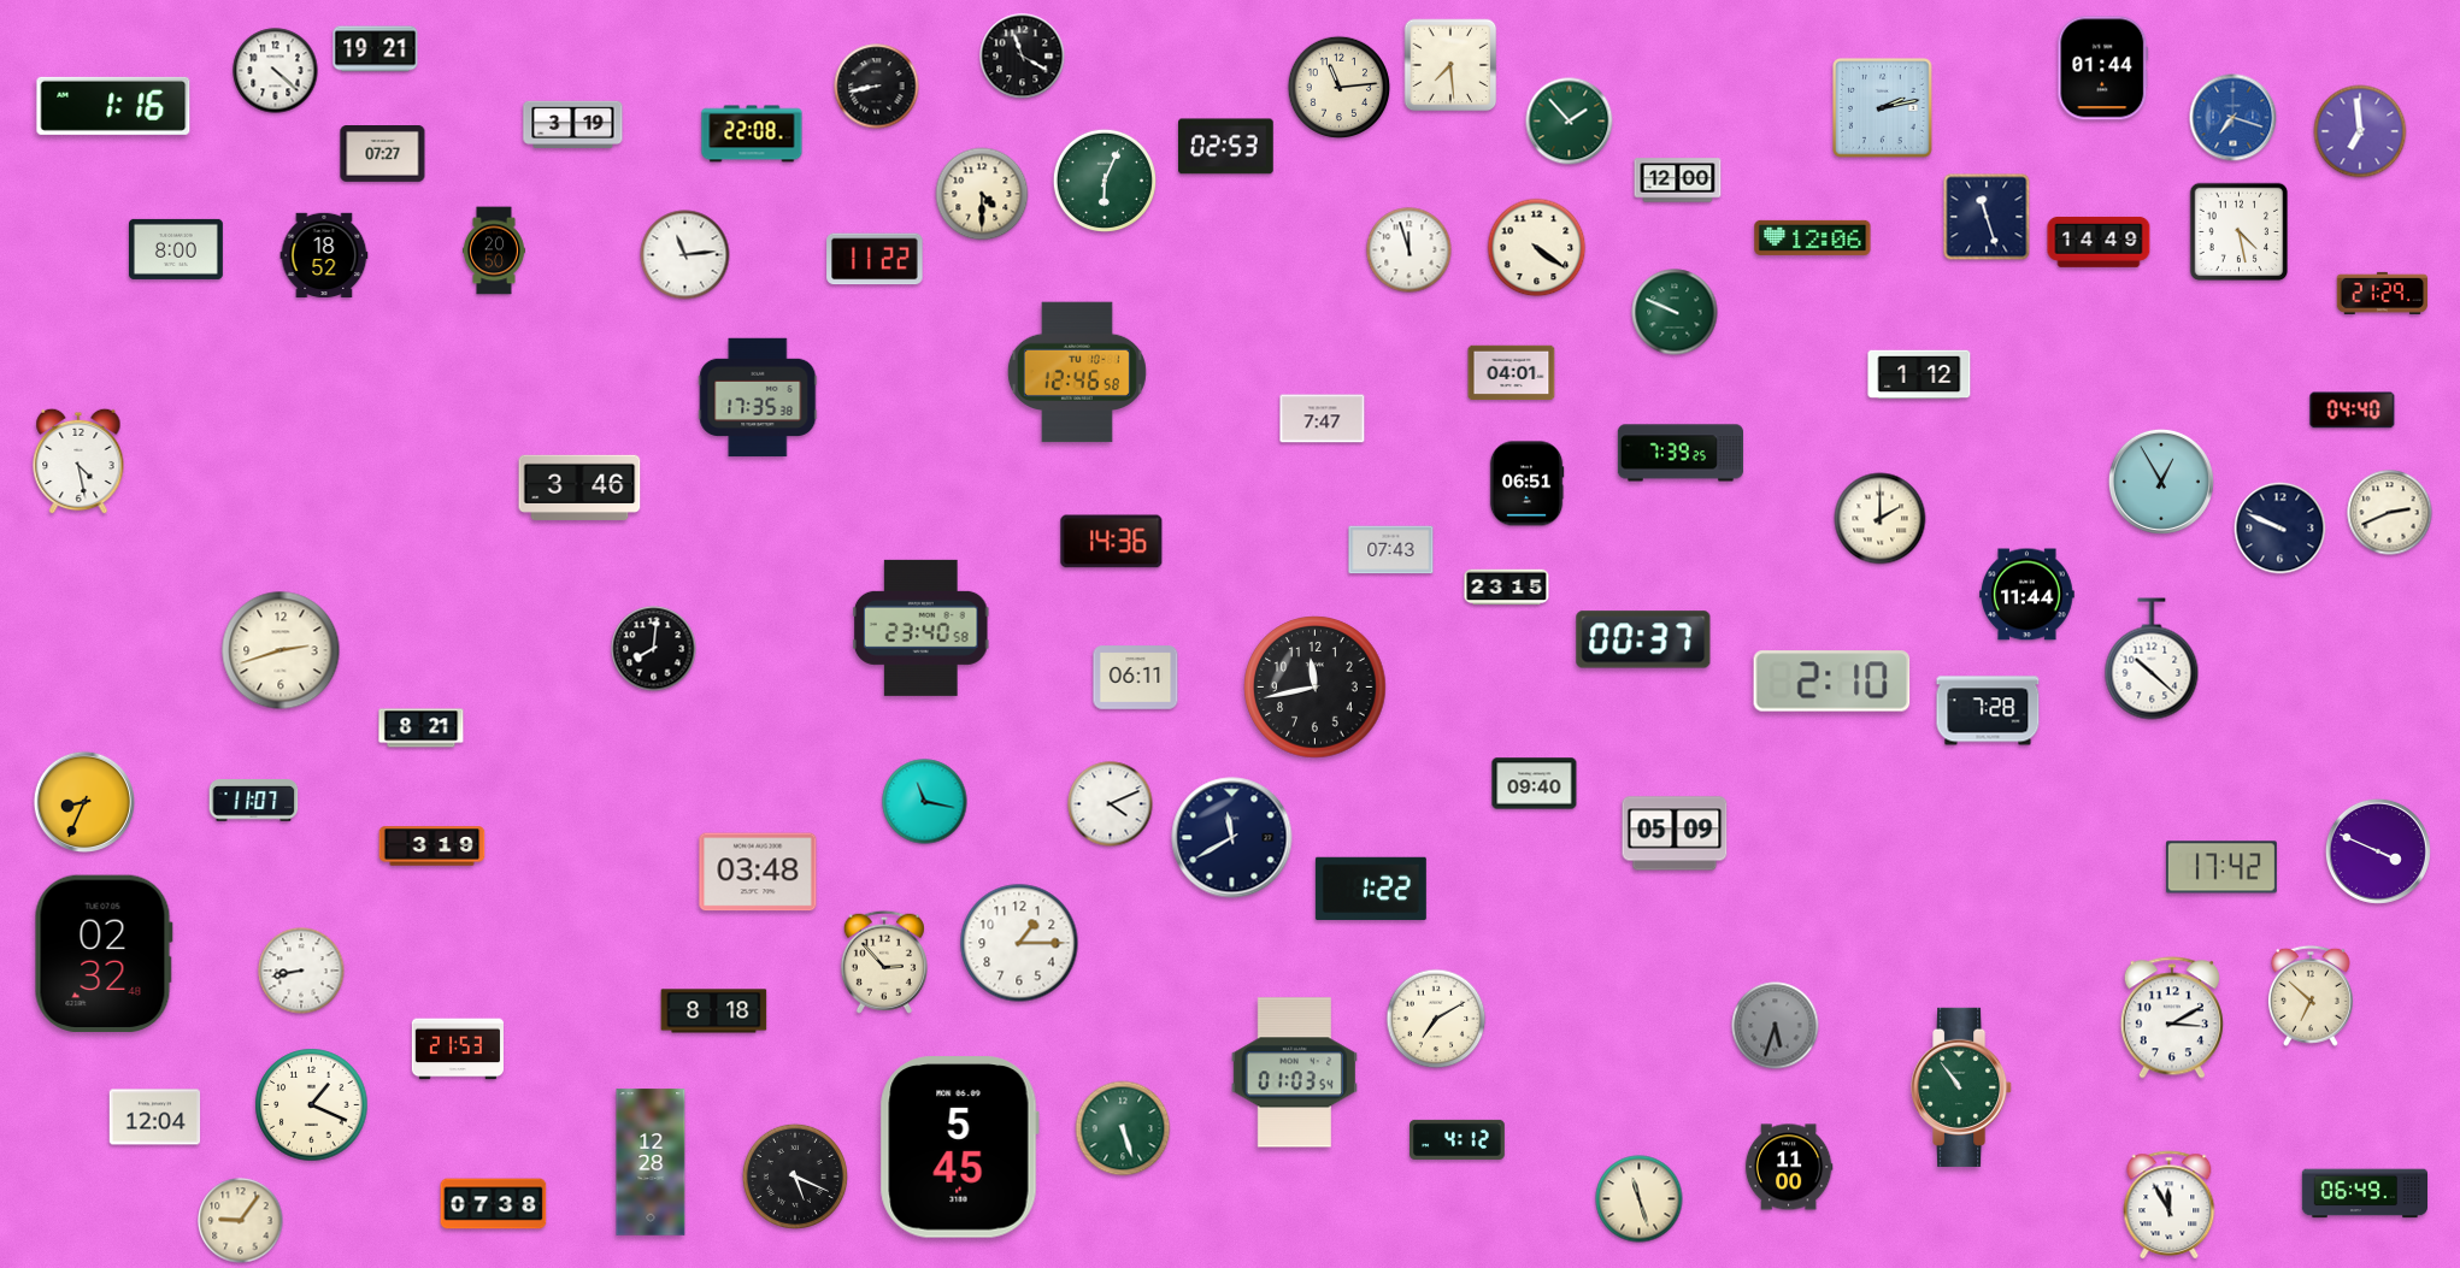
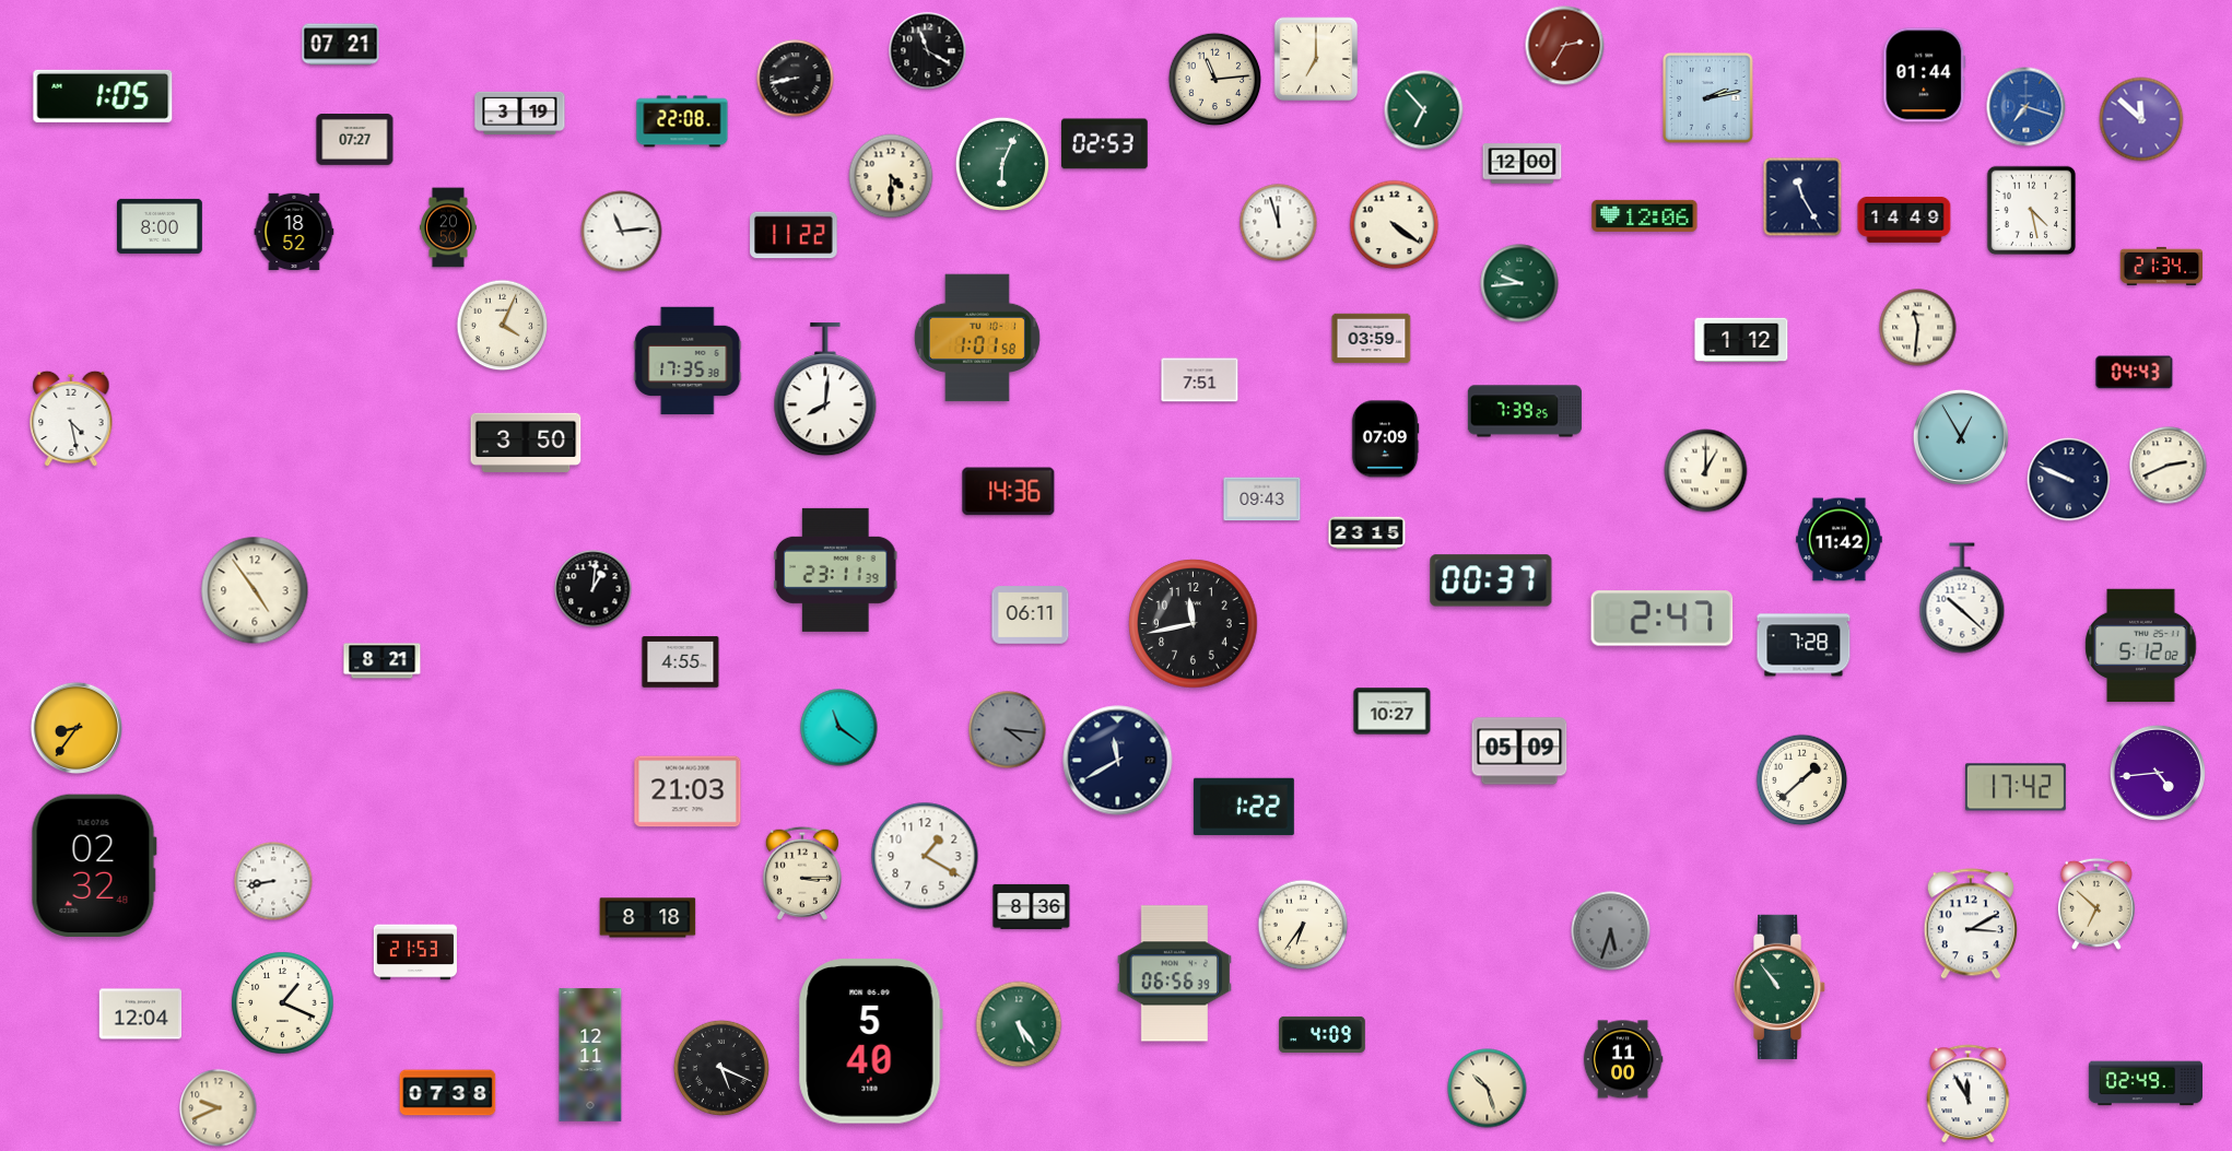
clock at (376, 49): 19:21 -> 07:21
clock at (1565, 46): none -> 2:35
clock at (1450, 65): 7:29 -> 7:00
clock at (2103, 69) position: (2103, 69) -> (1925, 75)
clock at (276, 71): 4:22 -> none
clock at (113, 106): 1:16 -> 1:05
clock at (1570, 122): 1:53 -> 6:53
clock at (2360, 131): 6:59 -> 11:52
clock at (1226, 147) position: (1226, 147) -> (1105, 144)
clock at (383, 154) position: (383, 154) -> (355, 140)
clock at (1987, 217): 11:27 -> 11:25
clock at (1410, 250) position: (1410, 250) -> (1279, 223)
clock at (2383, 293): 21:29 -> 21:34
clock at (1675, 312): 9:49 -> 9:44
clock at (503, 326): none -> 4:04
clock at (1918, 328): none -> 11:31
clock at (1077, 372): 12:46 -> 1:01
clock at (1512, 373): 04:01 -> 03:59
clock at (2353, 411): 04:40 -> 04:43
clock at (1323, 419): 7:47 -> 7:51
clock at (825, 390): none -> 8:01
clock at (1526, 484): 06:51 -> 07:09
clock at (579, 488): 3:46 -> 3:50
clock at (1881, 519): 2:00 -> 1:00
clock at (1391, 550): 07:43 -> 09:43
clock at (2028, 595): 11:44 -> 11:42
clock at (920, 627): 23:40 -> 23:11
clock at (654, 649): 8:01 -> 1:01
clock at (281, 650): 2:42 -> 4:54
clock at (2152, 659) position: (2152, 659) -> (1962, 598)
clock at (1832, 682): 2:10 -> 2:47
clock at (2141, 646): none -> 5:12
clock at (681, 662): none -> 4:55
clock at (1535, 784): 09:40 -> 10:27
clock at (83, 801): 8:34 -> 8:36
clock at (254, 801): 11:07 -> none
clock at (925, 802): 11:17 -> 11:21
clock at (1111, 804): 4:11 -> 4:16
clock at (1111, 804) dial: white -> grey
clock at (1675, 833) position: (1675, 833) -> (1519, 751)
clock at (432, 847): 3:19 -> none
clock at (2378, 851): 3:49 -> 4:44
clock at (1802, 780): none -> 1:38
clock at (758, 872): 03:48 -> 21:03
clock at (1019, 943): 1:15 -> 1:20
clock at (884, 962): 2:53 -> 3:15
clock at (1032, 906): none -> 8:36
clock at (1436, 1019): 7:10 -> 6:36
clock at (1294, 1073): 01:03 -> 06:56
clock at (1123, 1128): 5:27 -> 5:24
clock at (1458, 1139): 4:12 -> 4:09
clock at (959, 1148): 5:45 -> 5:40
clock at (651, 1162): 12:28 -> 12:11
clock at (2364, 1193): 06:49 -> 02:49
clock at (1640, 1199): 11:27 -> 10:27
clock at (241, 1221): 9:06 -> 9:41
